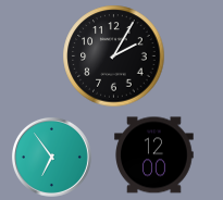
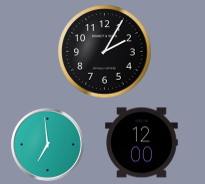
clock at (51, 157): 6:54 -> 6:59
